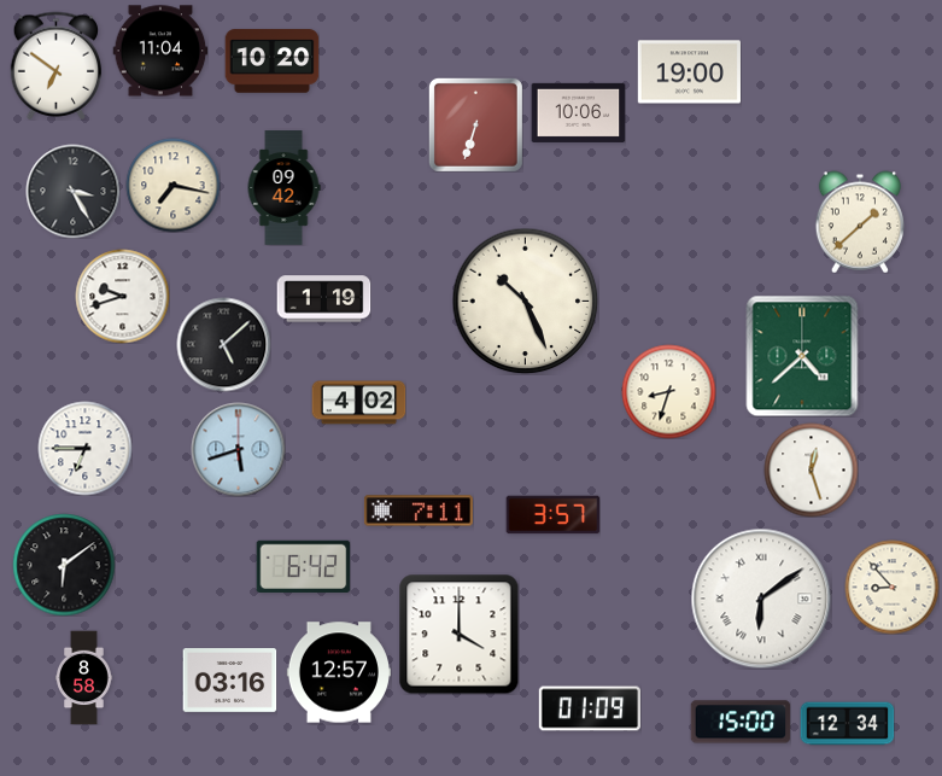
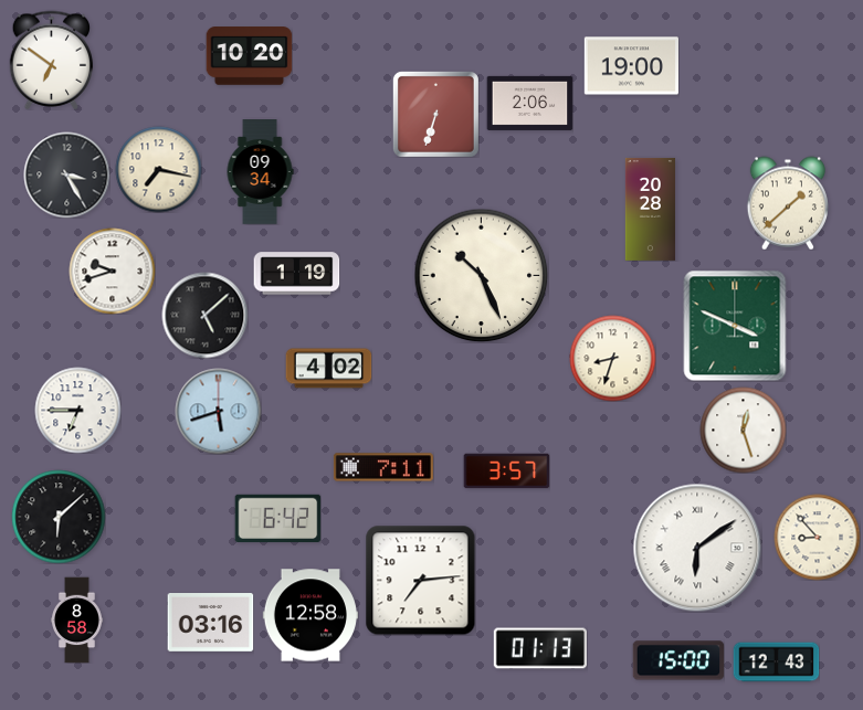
clock at (160, 51): 11:04 -> none
clock at (578, 112): 10:06 -> 2:06
clock at (283, 188): 09:42 -> 09:34
clock at (650, 209): none -> 20:28
clock at (802, 356): 4:38 -> 3:49
clock at (64, 565): 6:09 -> 6:08
clock at (458, 634): 4:00 -> 7:14
clock at (339, 672): 12:57 -> 12:58
clock at (589, 708): 01:09 -> 01:13
clock at (847, 724): 12:34 -> 12:43
